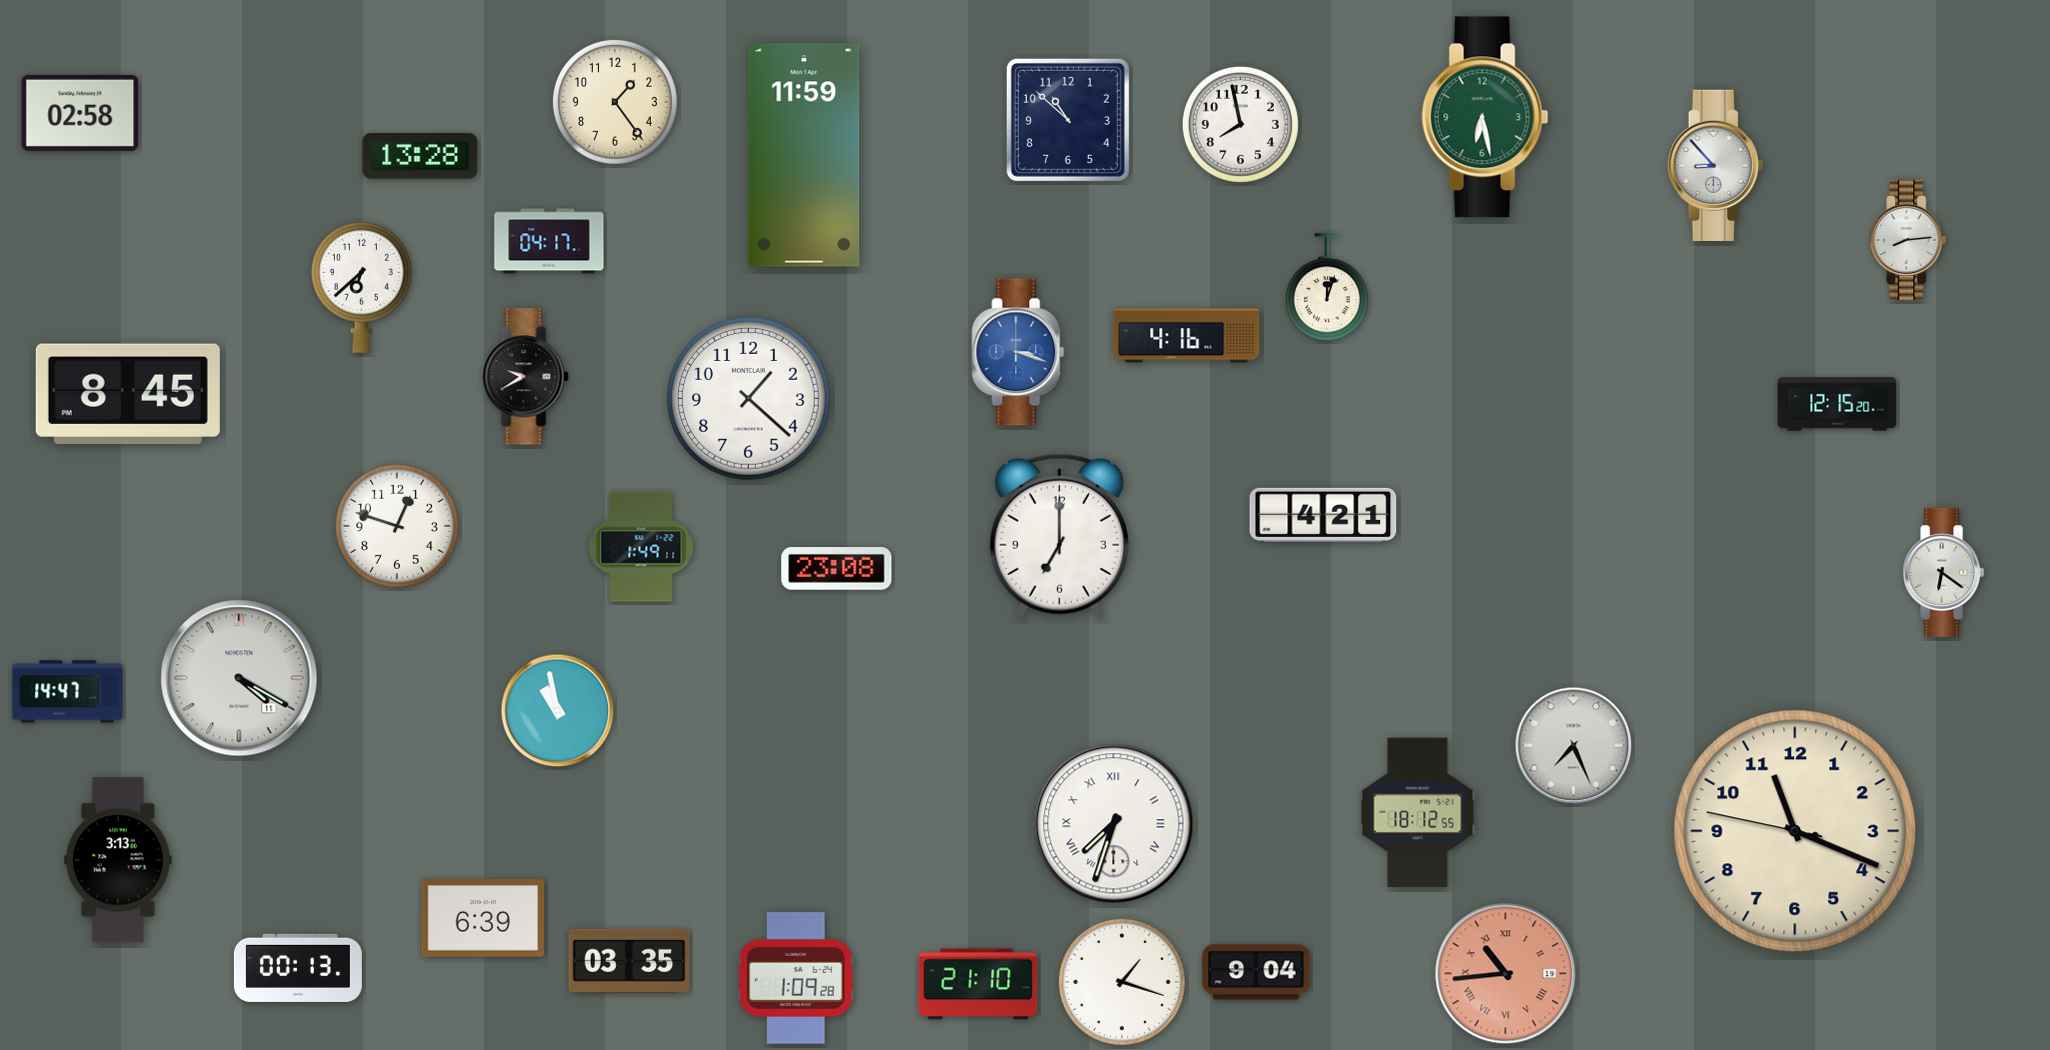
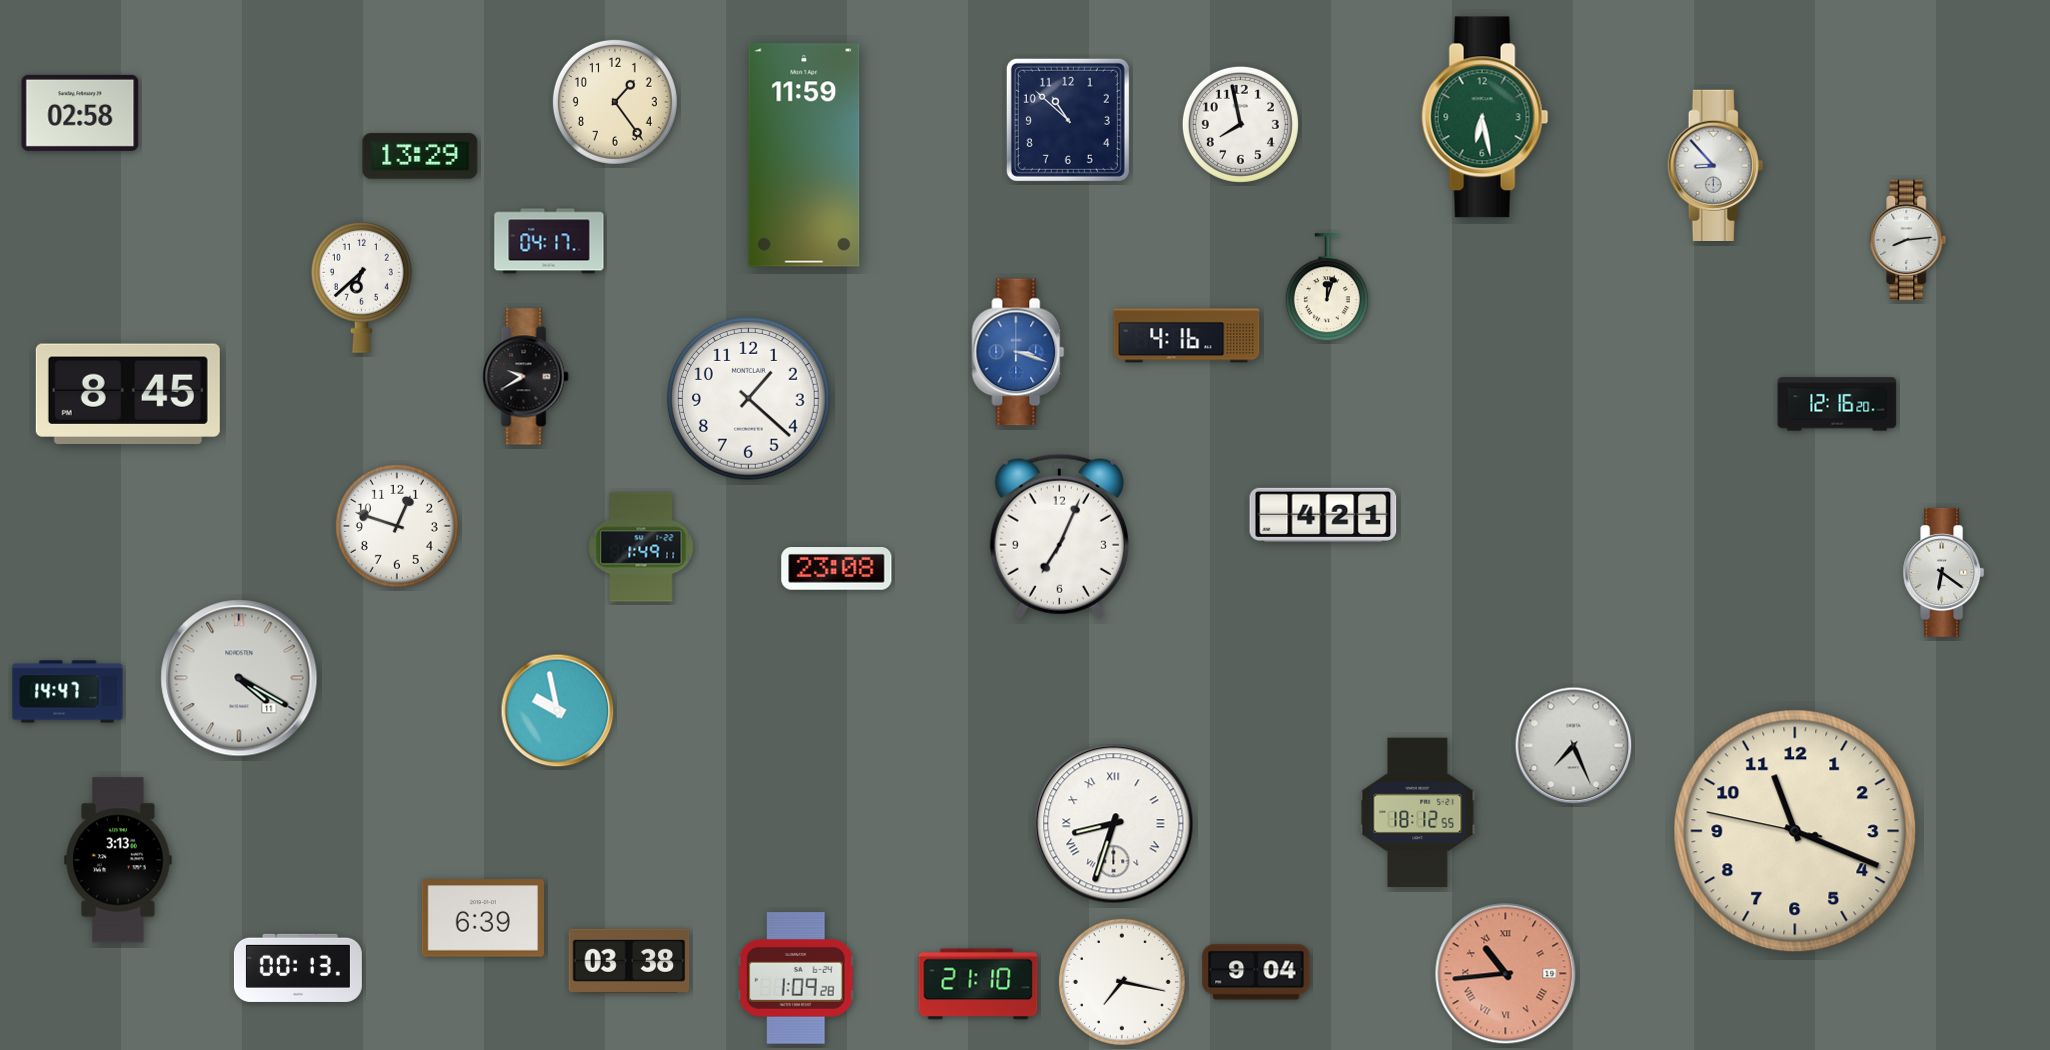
clock at (420, 156): 13:28 -> 13:29
clock at (1837, 404): 12:15 -> 12:16
clock at (1059, 536): 7:00 -> 7:04
clock at (558, 711): 10:58 -> 9:58
clock at (1114, 824): 7:33 -> 8:33
clock at (629, 961): 03:35 -> 03:38
clock at (1122, 982): 1:18 -> 7:17
